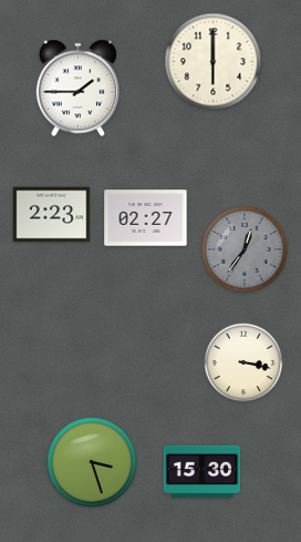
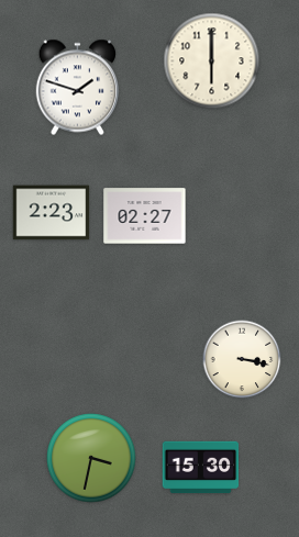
clock at (79, 89): 1:45 -> 1:48
clock at (246, 250): 12:36 -> none
clock at (92, 462): 3:27 -> 3:32
